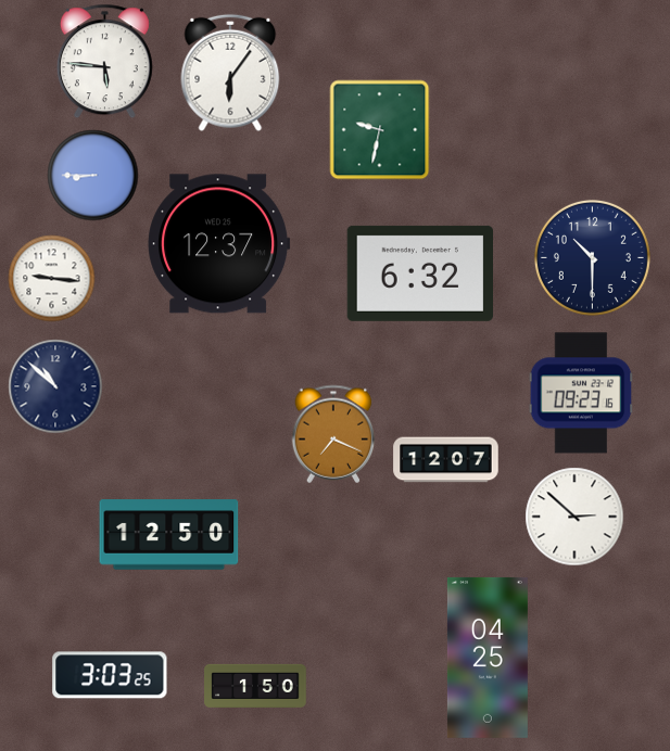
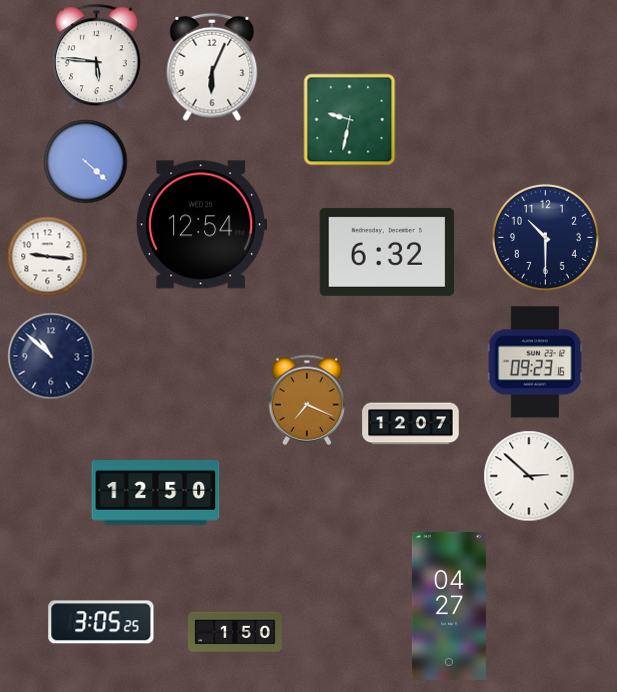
clock at (230, 73): 6:06 -> 6:04
clock at (92, 175): 8:45 -> 4:22
clock at (219, 244): 12:37 -> 12:54
clock at (488, 658): 04:25 -> 04:27
clock at (110, 675): 3:03 -> 3:05
